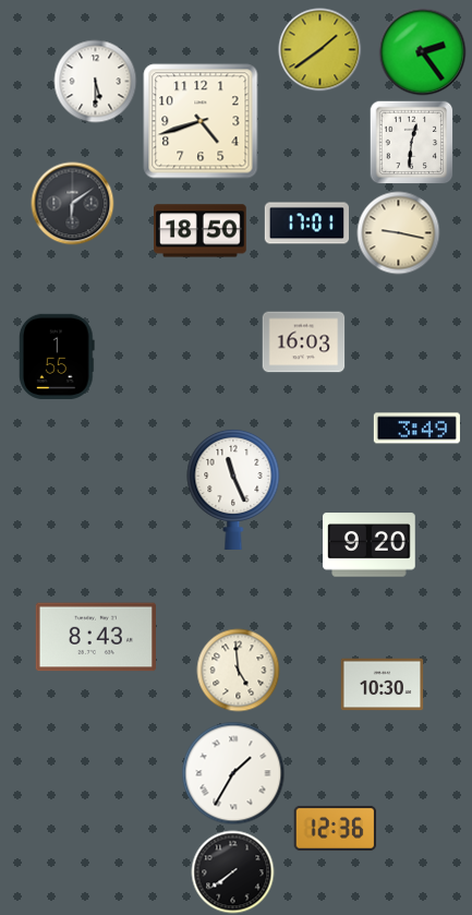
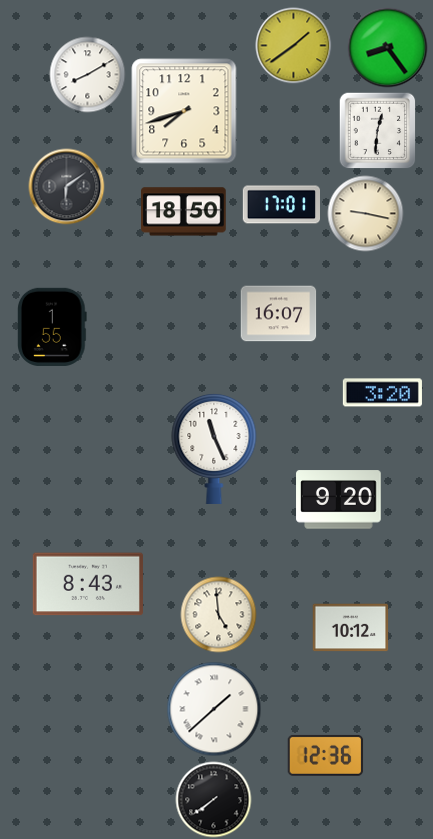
clock at (423, 52): 2:24 -> 8:24
clock at (96, 82): 5:30 -> 8:10
clock at (201, 121): 4:42 -> 7:42
clock at (304, 342): 16:03 -> 16:07
clock at (416, 429): 3:49 -> 3:20
clock at (383, 685): 10:30 -> 10:12
clock at (233, 773): 1:35 -> 1:38
clock at (336, 828) position: (336, 828) -> (326, 755)
